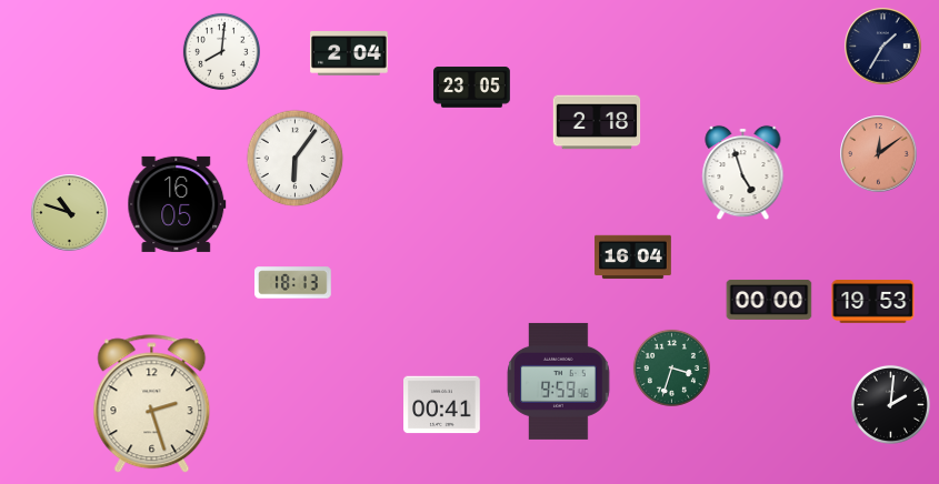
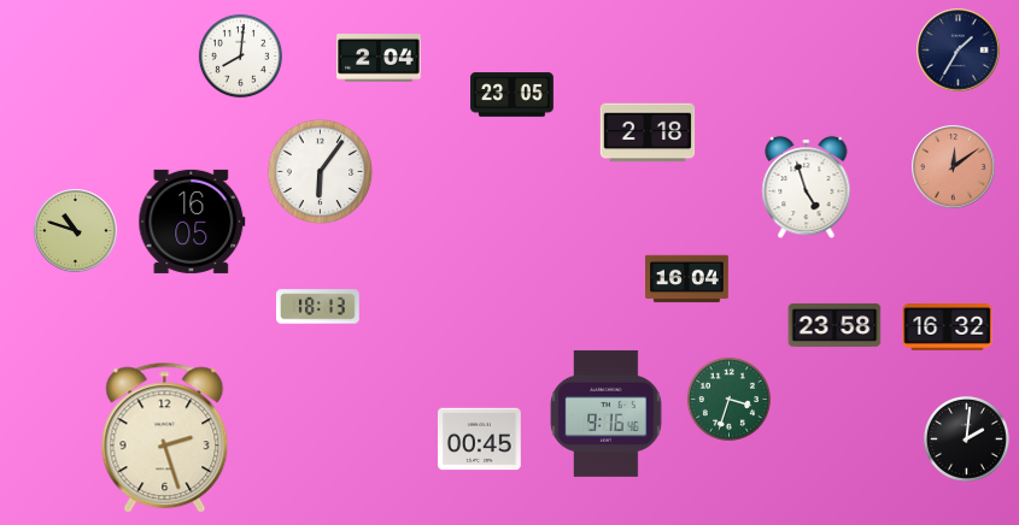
clock at (769, 300): 00:00 -> 23:58
clock at (873, 302): 19:53 -> 16:32
clock at (559, 381): 9:59 -> 9:16
clock at (442, 405): 00:41 -> 00:45
